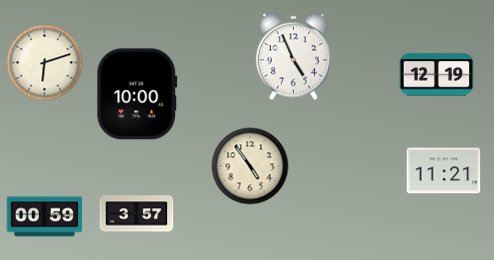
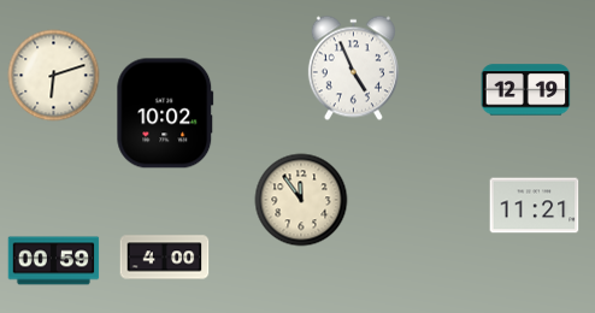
clock at (137, 94): 10:00 -> 10:02
clock at (250, 166): 4:54 -> 11:54
clock at (137, 214): 3:57 -> 4:00
